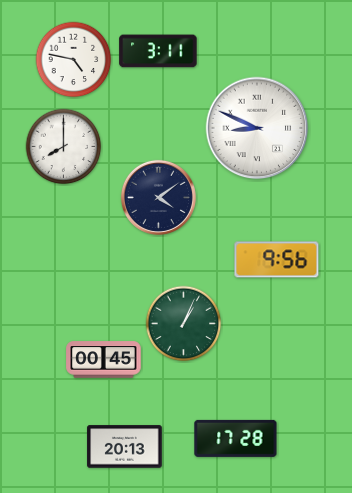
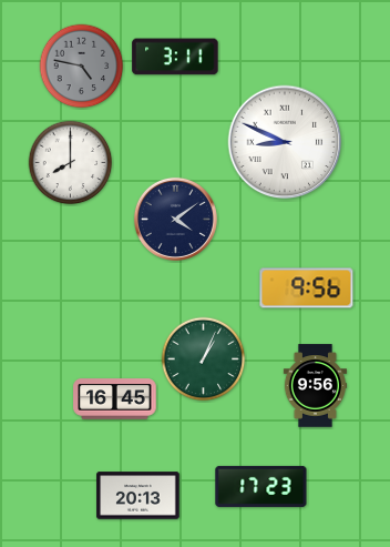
clock at (74, 60) dial: white -> grey
clock at (315, 386): none -> 9:56
clock at (104, 360): 00:45 -> 16:45
clock at (236, 438): 17:28 -> 17:23
